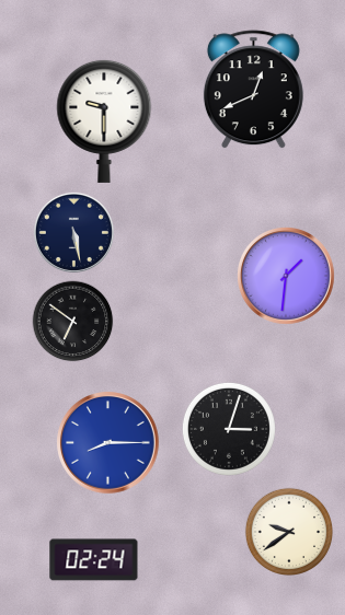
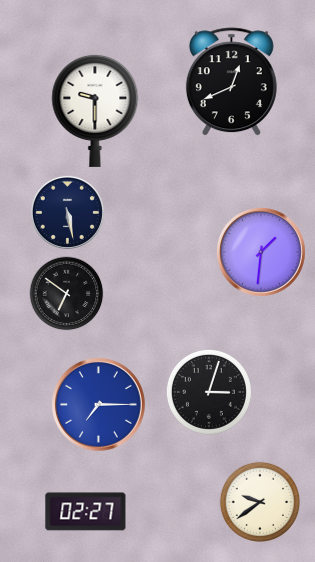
clock at (108, 443): 8:15 -> 7:15
clock at (288, 531) position: (288, 531) -> (259, 501)
clock at (94, 560): 02:24 -> 02:27
